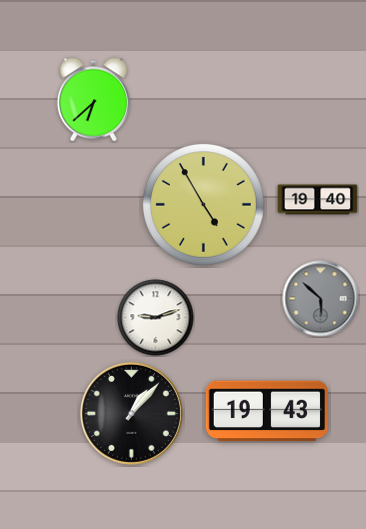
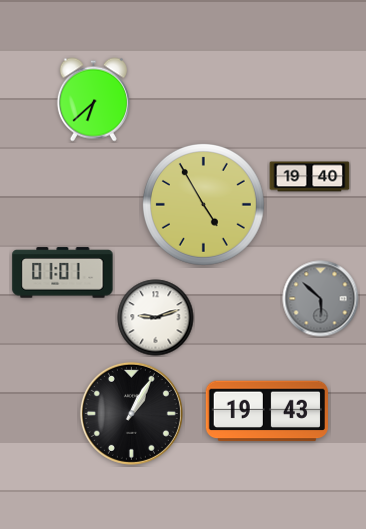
clock at (318, 200) position: (318, 200) -> (310, 177)
clock at (63, 273): none -> 01:01
clock at (131, 413): 1:07 -> 1:05
